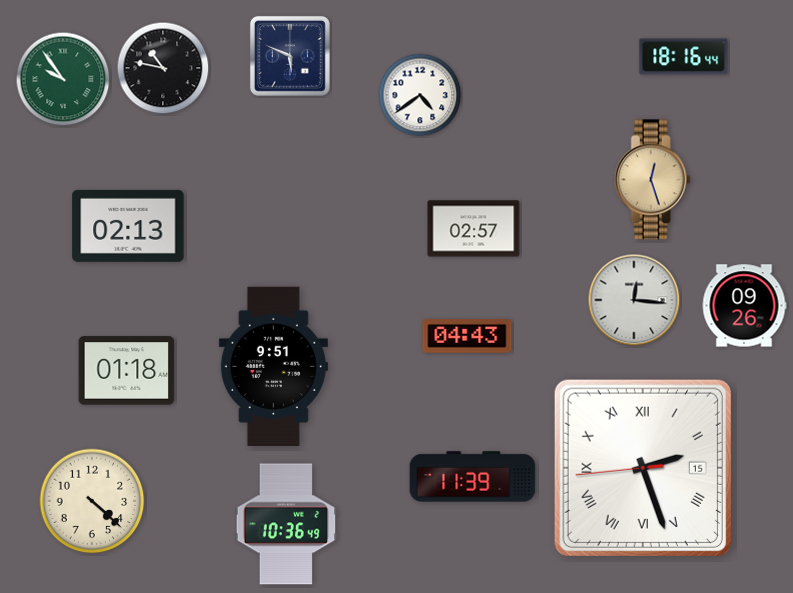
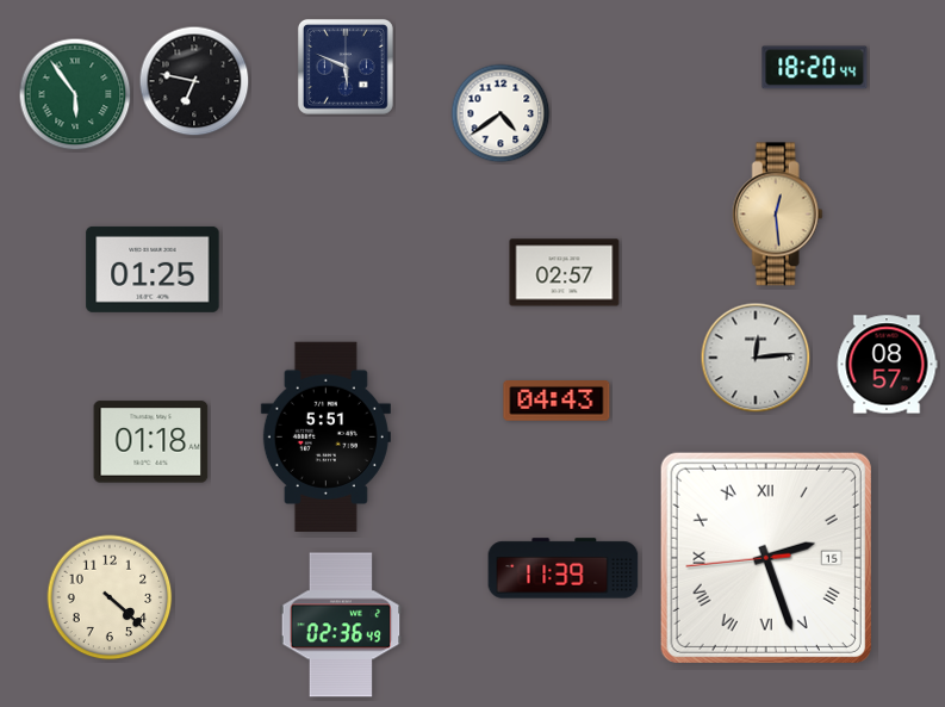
clock at (684, 57): 18:16 -> 18:20
clock at (163, 68): 10:47 -> 6:47
clock at (63, 79): 9:54 -> 5:54
clock at (652, 180): 12:27 -> 12:29
clock at (128, 226): 02:13 -> 01:25
clock at (634, 300): 12:16 -> 12:14
clock at (744, 306): 09:26 -> 08:57
clock at (273, 366): 9:51 -> 5:51
clock at (286, 524): 10:36 -> 02:36
